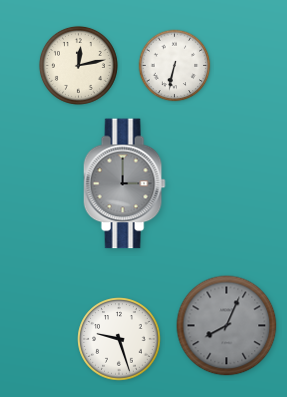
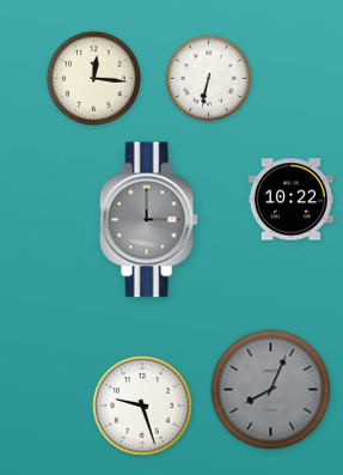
clock at (78, 65): 12:13 -> 12:16
clock at (290, 200): none -> 10:22
